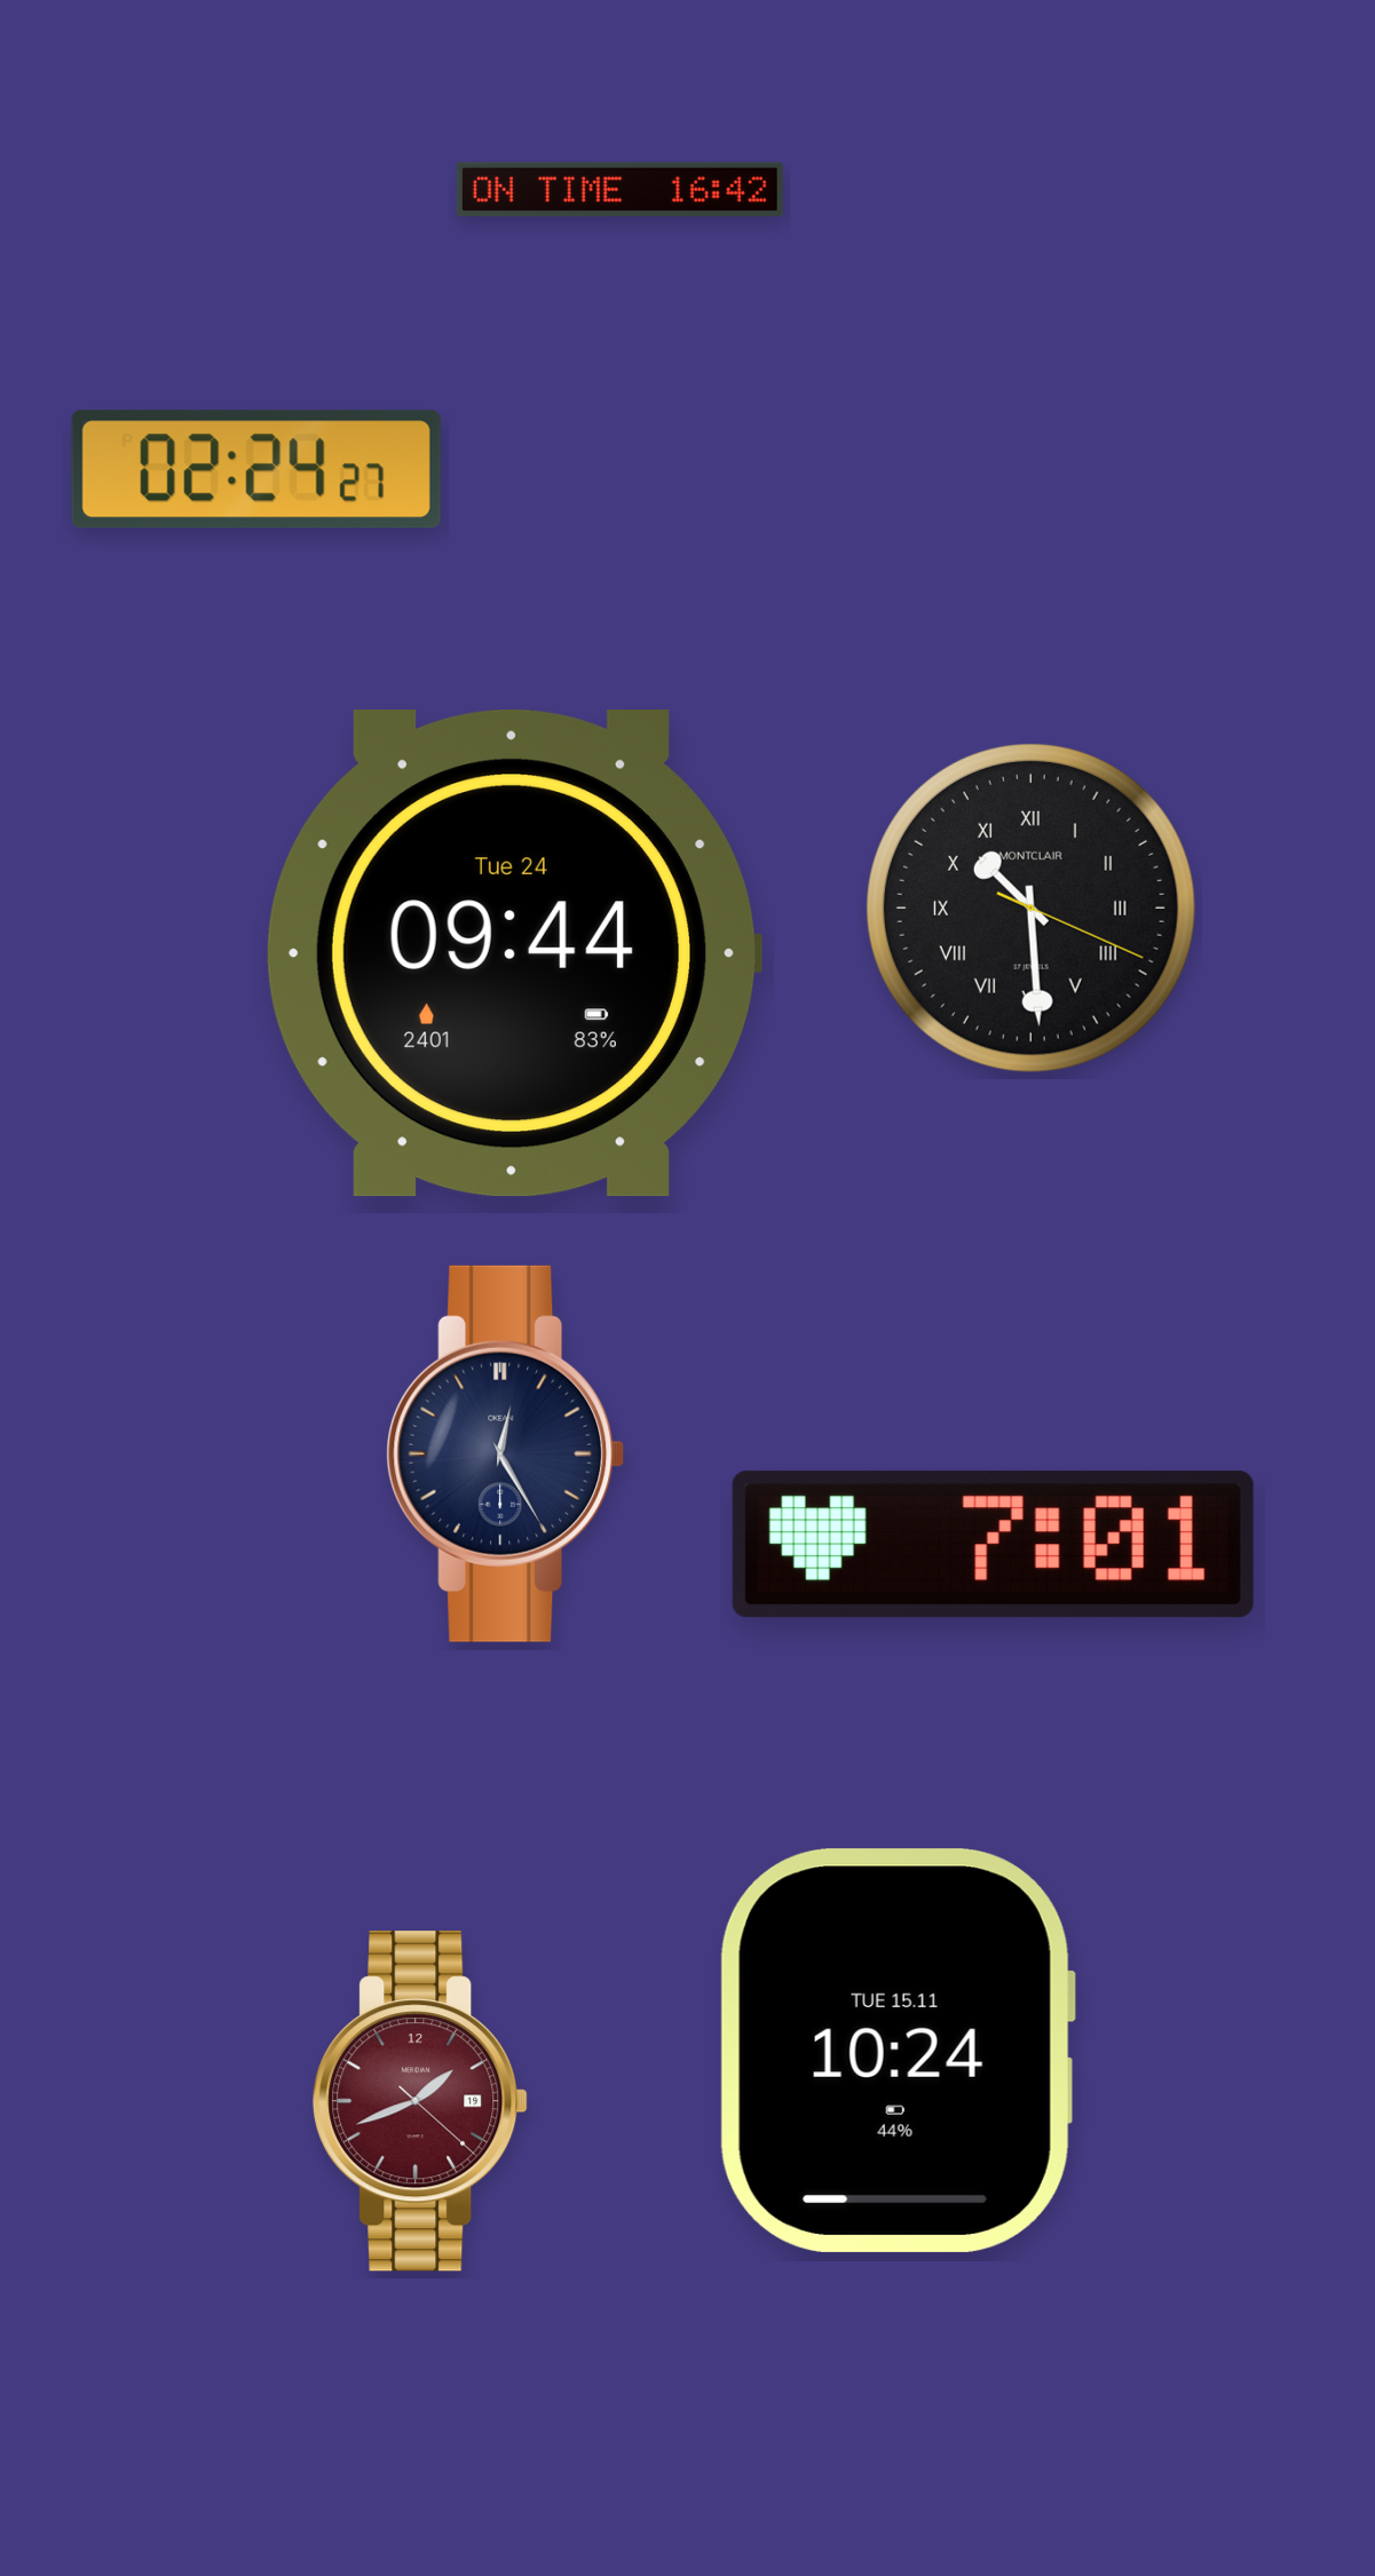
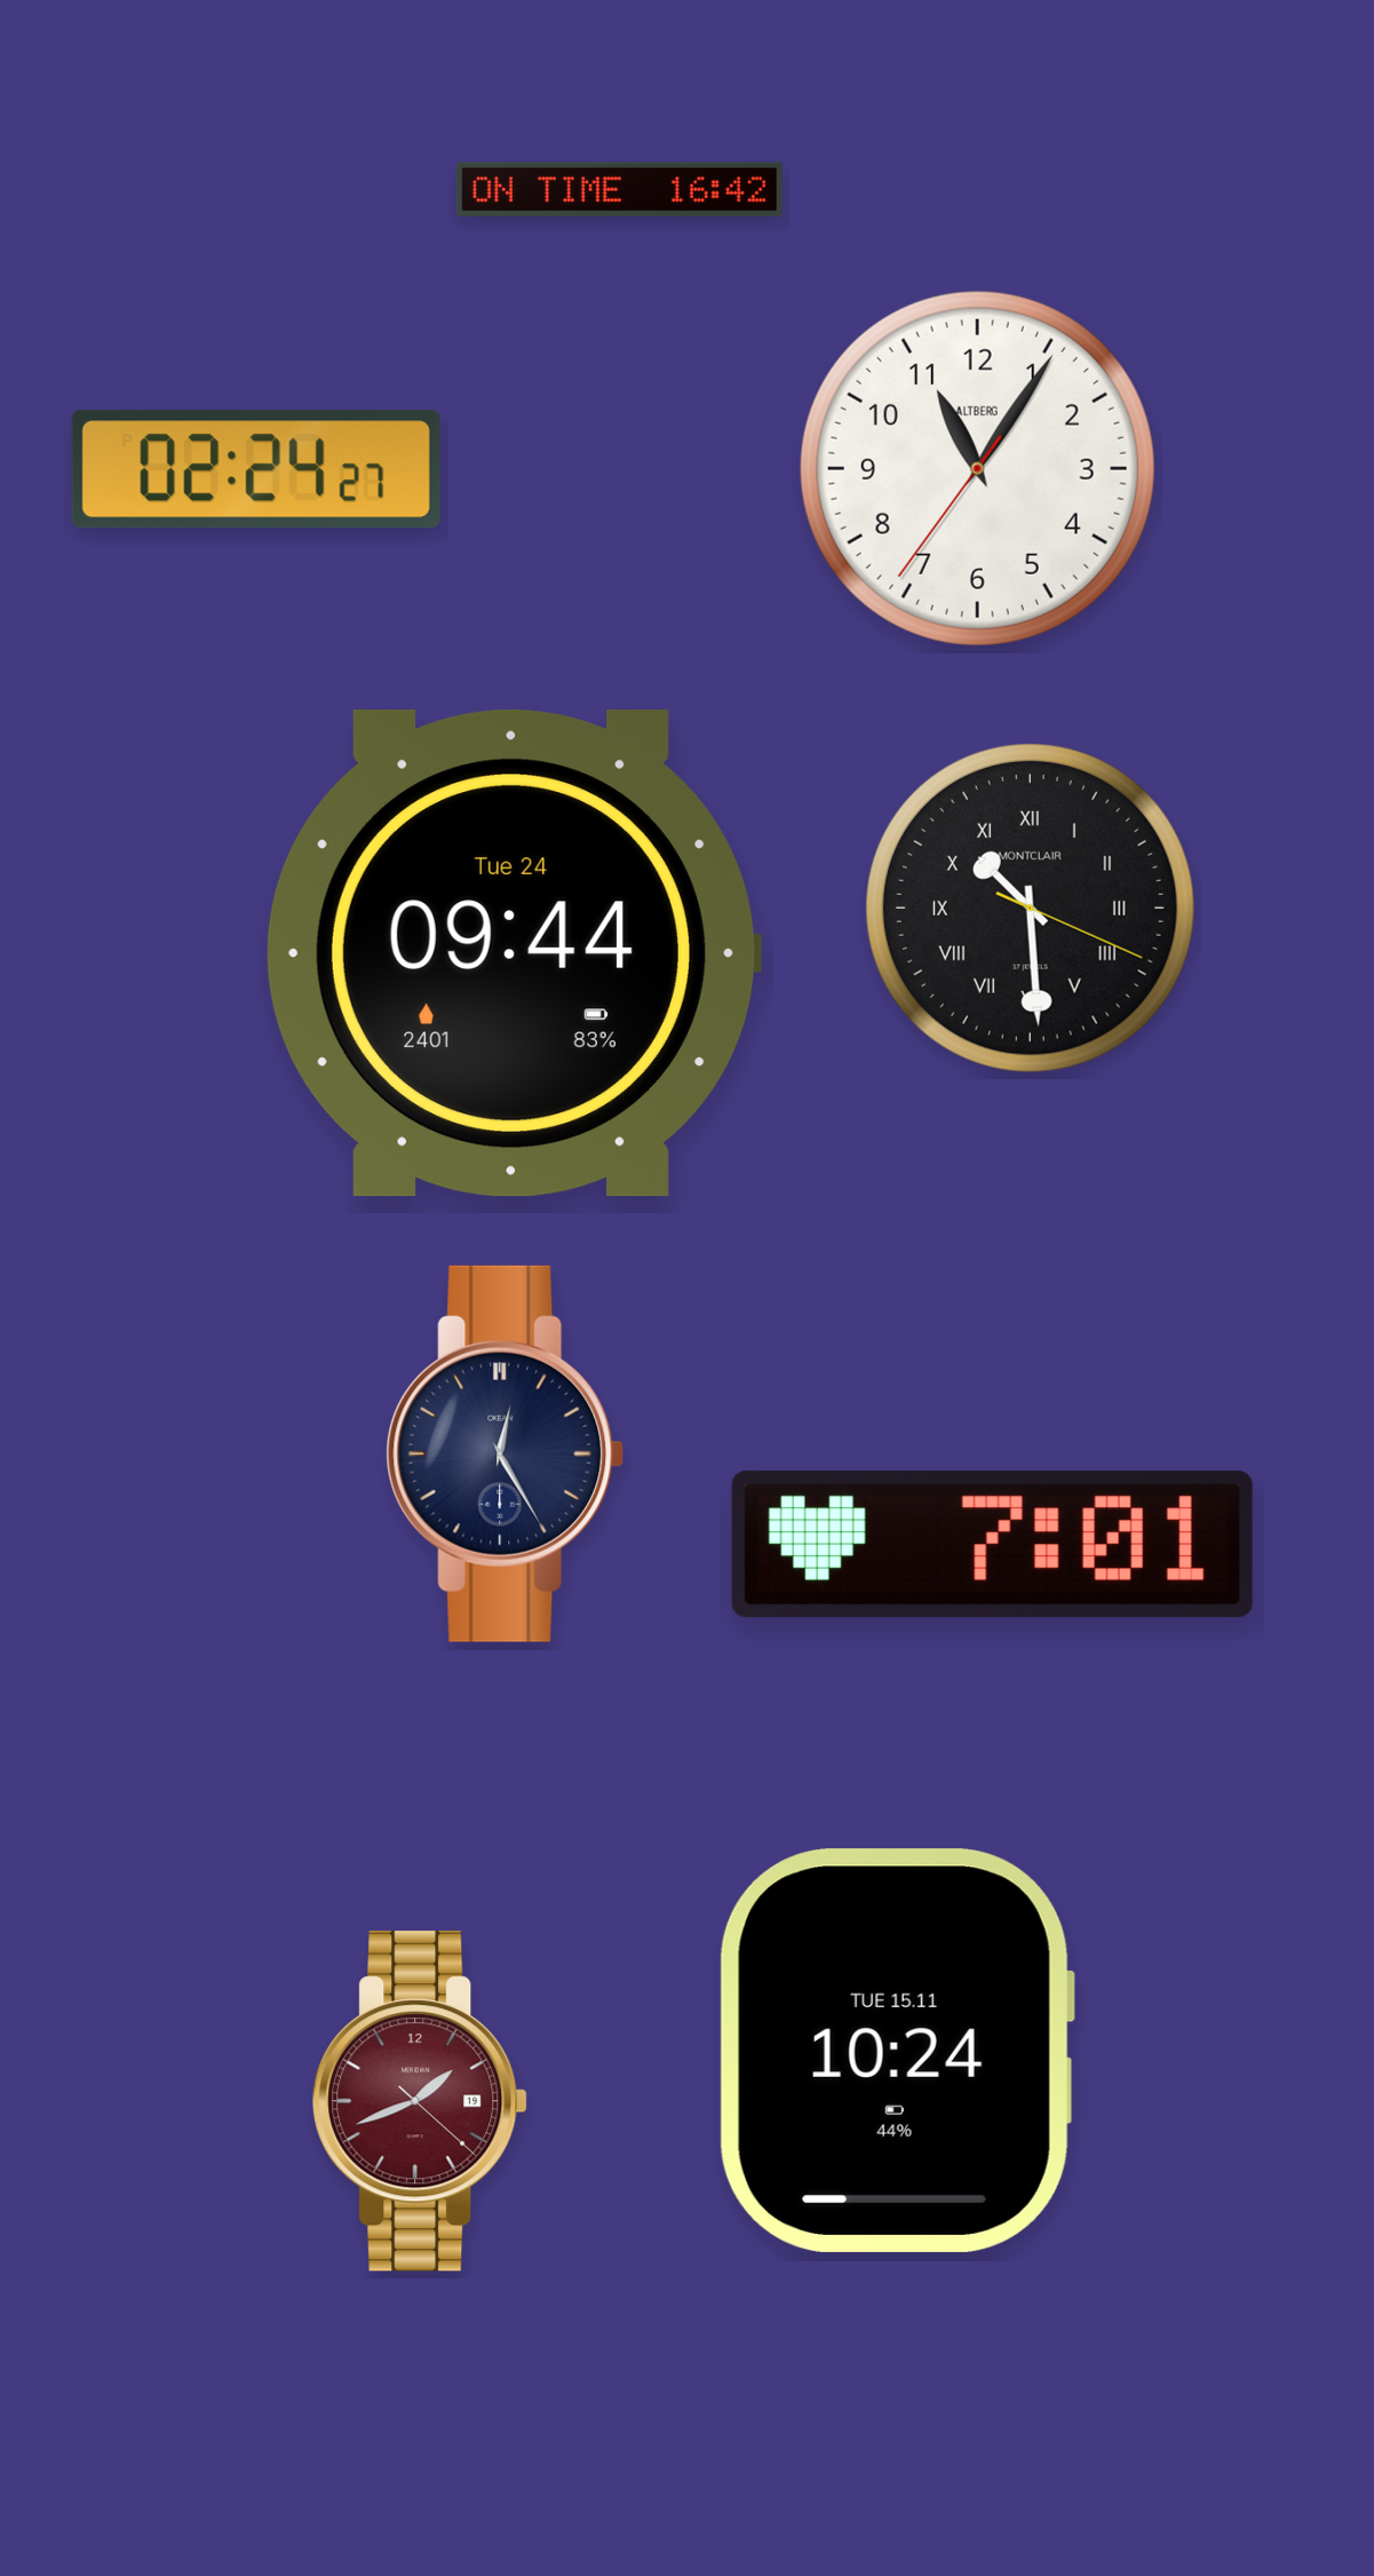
clock at (977, 468): none -> 11:05
